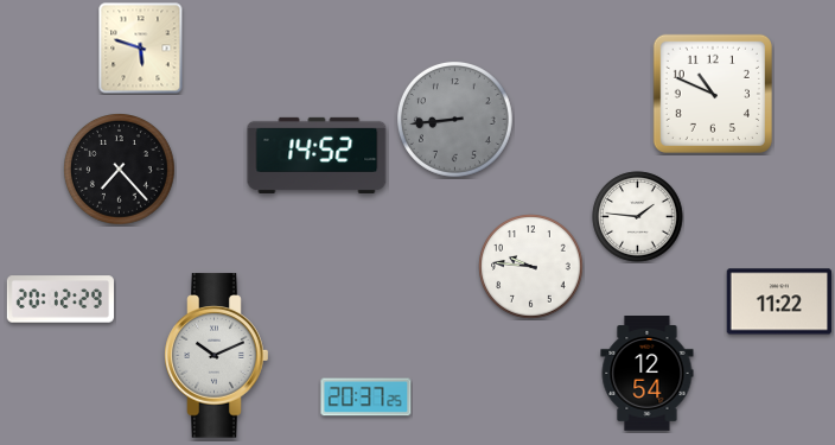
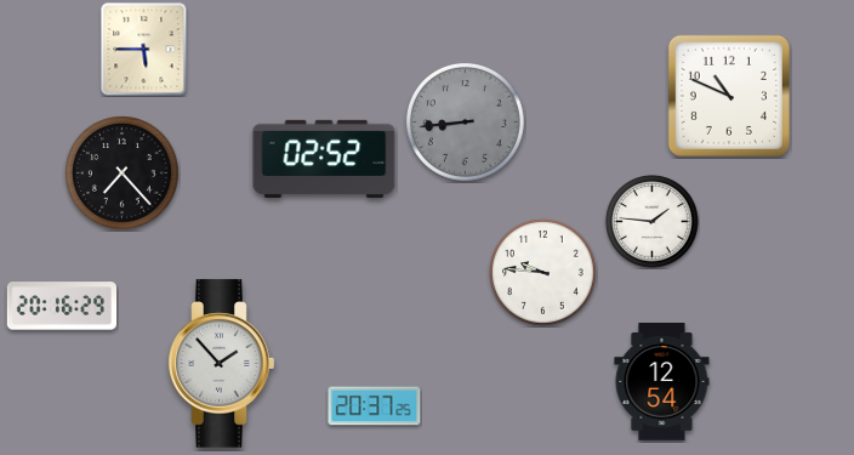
clock at (141, 49): 5:48 -> 5:45
clock at (317, 155): 14:52 -> 02:52
clock at (59, 299): 20:12 -> 20:16
clock at (779, 301): 11:22 -> none
clock at (217, 356): 10:11 -> 1:53
